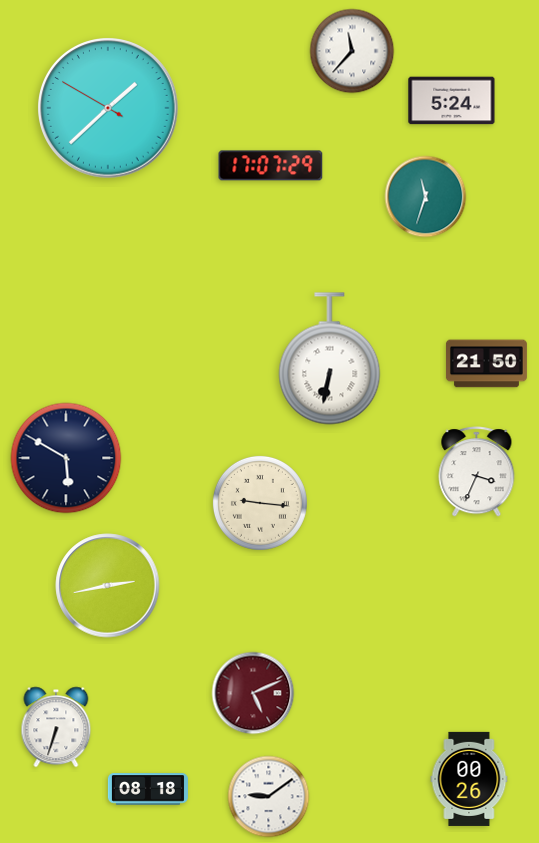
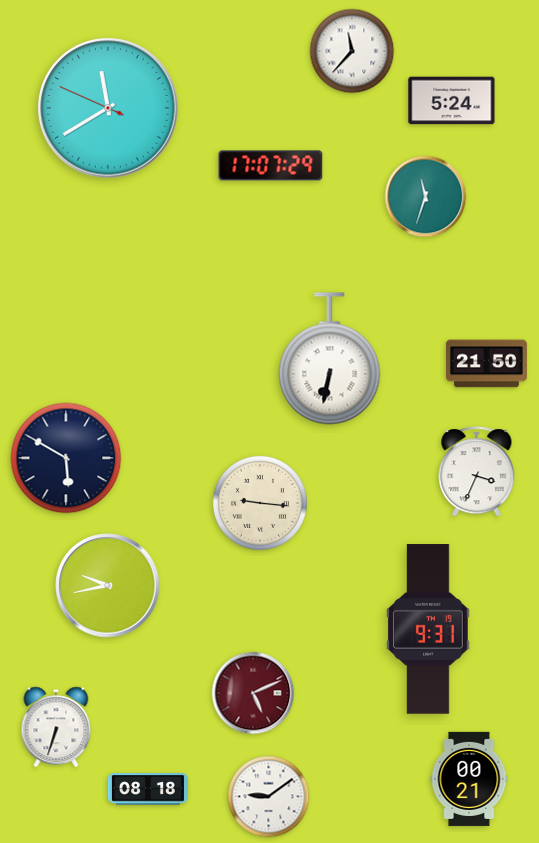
clock at (109, 109): 1:37 -> 11:39
clock at (108, 586): 2:43 -> 9:43
clock at (428, 629): none -> 9:31
clock at (469, 779): 00:26 -> 00:21
